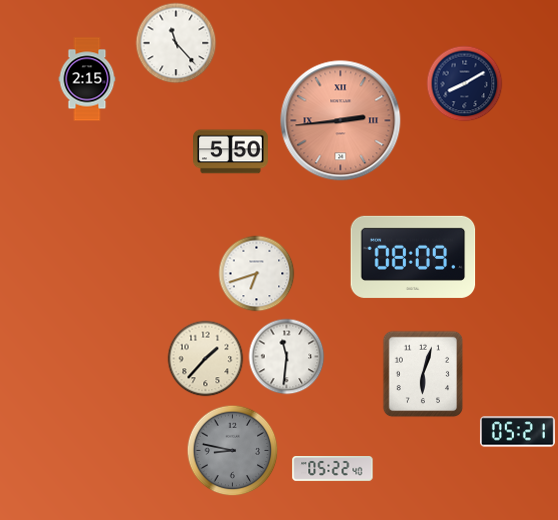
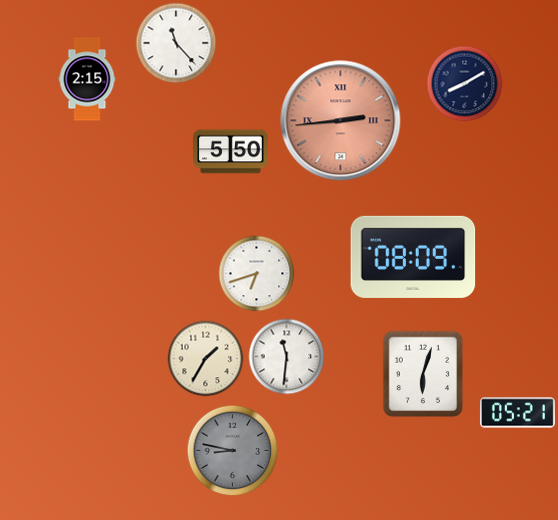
clock at (206, 359): 1:37 -> 1:35
clock at (517, 432) position: (517, 432) -> (517, 413)
clock at (333, 469): 05:22 -> none
